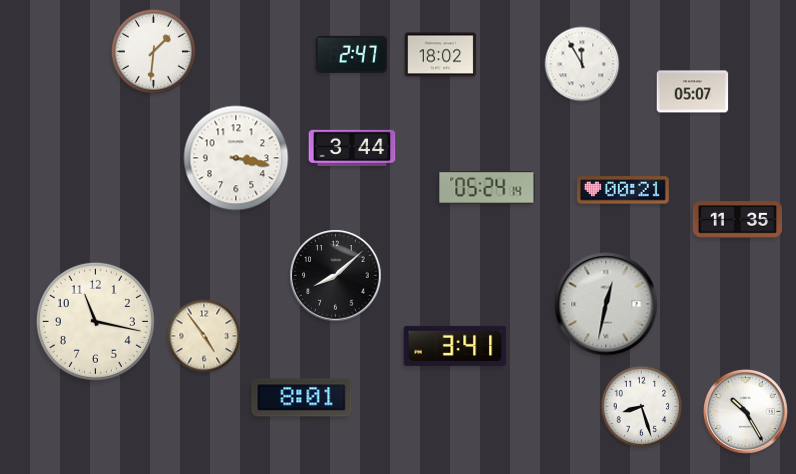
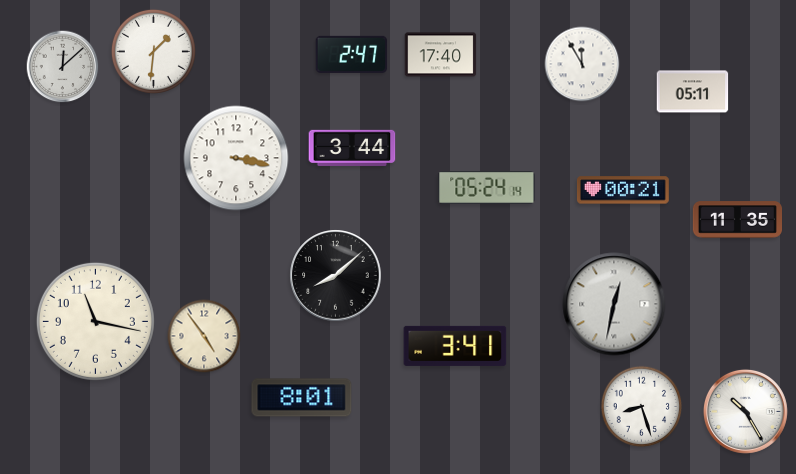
clock at (441, 55): 18:02 -> 17:40
clock at (63, 67): none -> 12:08
clock at (693, 92): 05:07 -> 05:11
clock at (606, 304) position: (606, 304) -> (614, 304)
